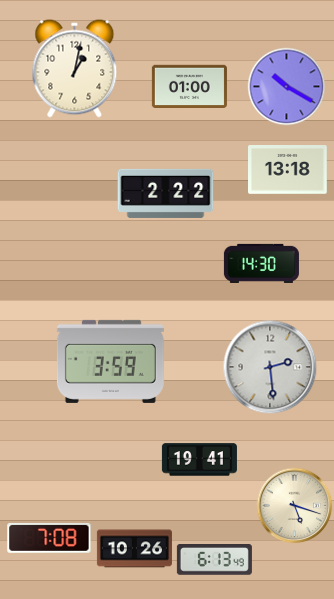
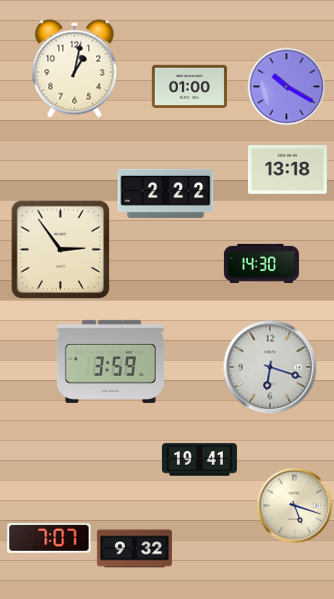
clock at (61, 250): none -> 2:54
clock at (270, 367): 2:29 -> 6:18
clock at (49, 538): 7:08 -> 7:07
clock at (134, 549): 10:26 -> 9:32
clock at (214, 560): 6:13 -> none
